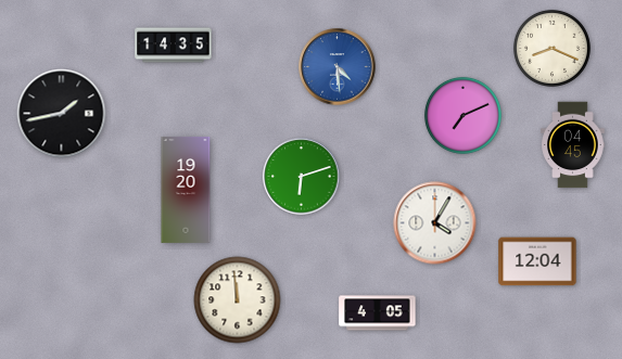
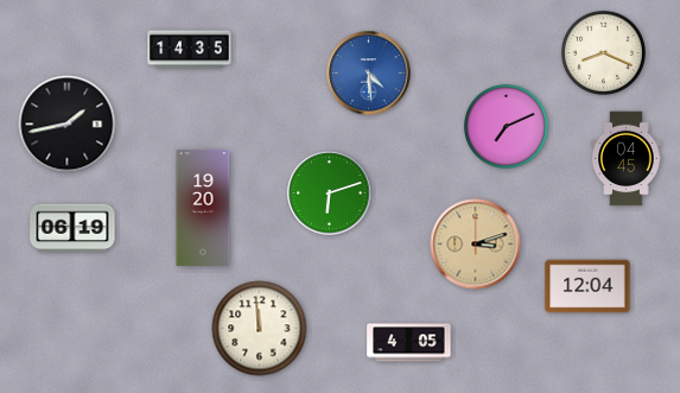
clock at (72, 228): none -> 06:19
clock at (435, 223): 4:05 -> 3:12
clock at (435, 223) dial: white -> champagne
clock at (378, 313) position: (378, 313) -> (409, 343)
